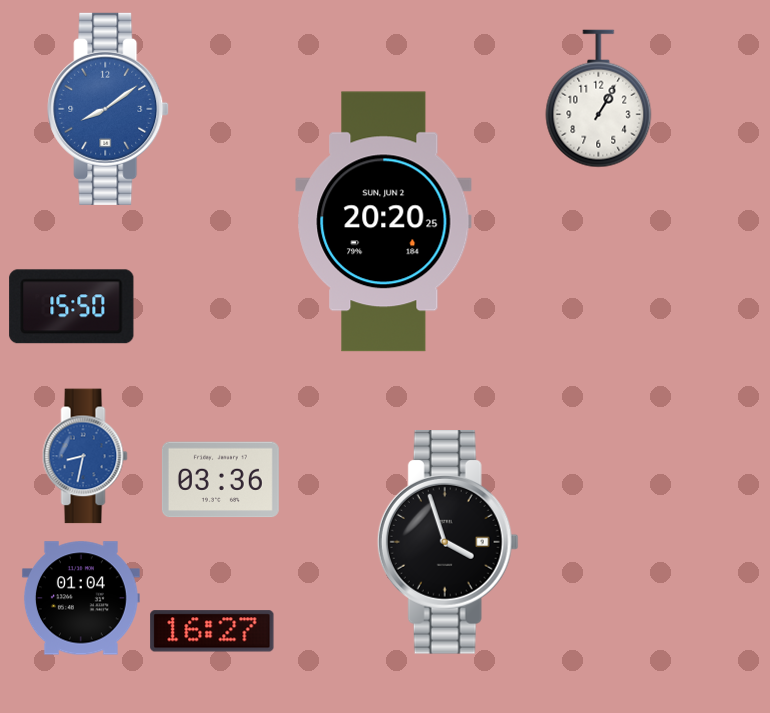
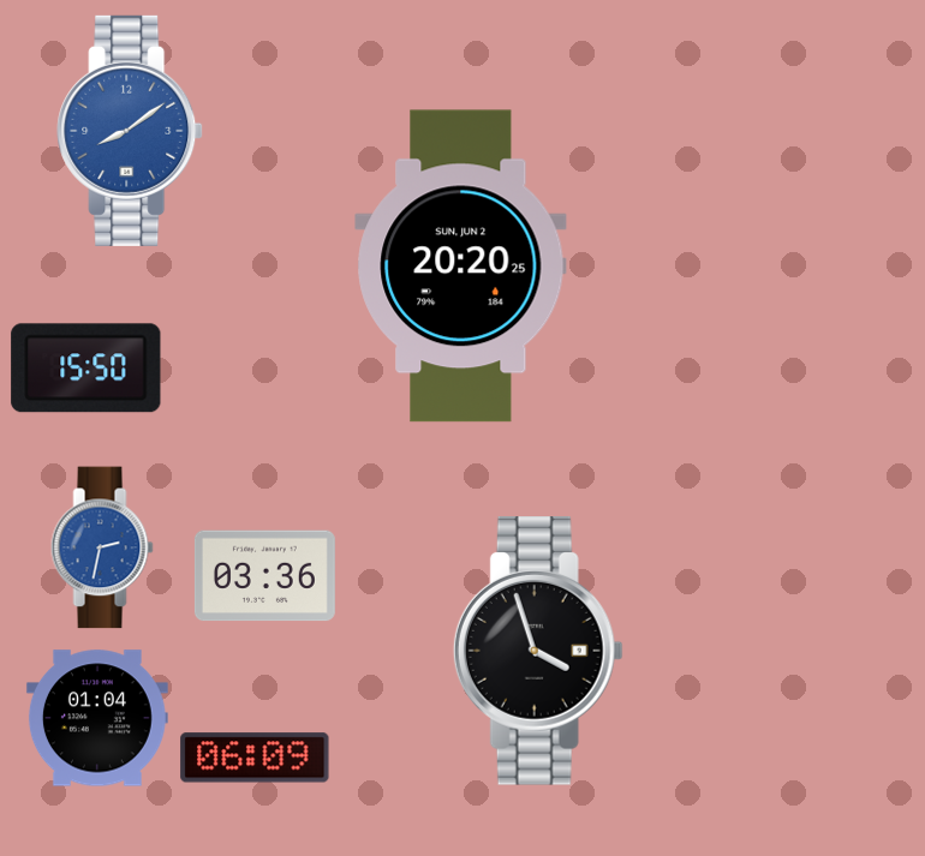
clock at (599, 99): 1:05 -> none
clock at (85, 456): 8:32 -> 2:32
clock at (212, 631): 16:27 -> 06:09
